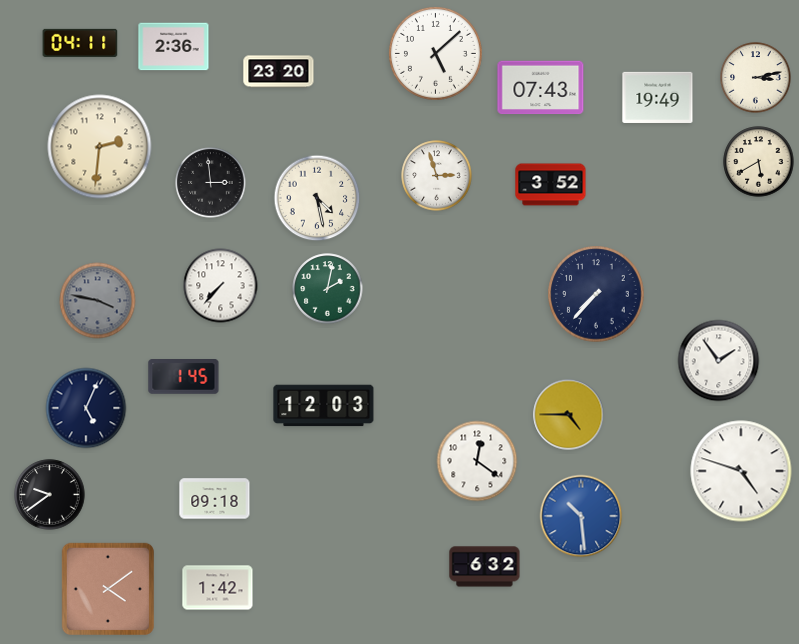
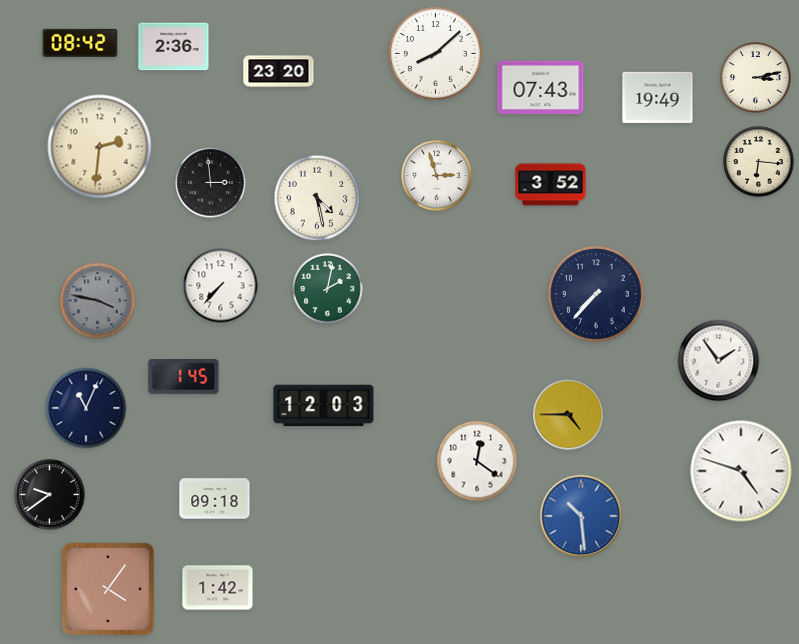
clock at (80, 43): 04:11 -> 08:42
clock at (436, 54): 5:08 -> 8:08
clock at (759, 162): 5:40 -> 6:16
clock at (86, 408): 5:04 -> 11:04
clock at (485, 567): 6:32 -> none
clock at (108, 589): 4:09 -> 4:06
